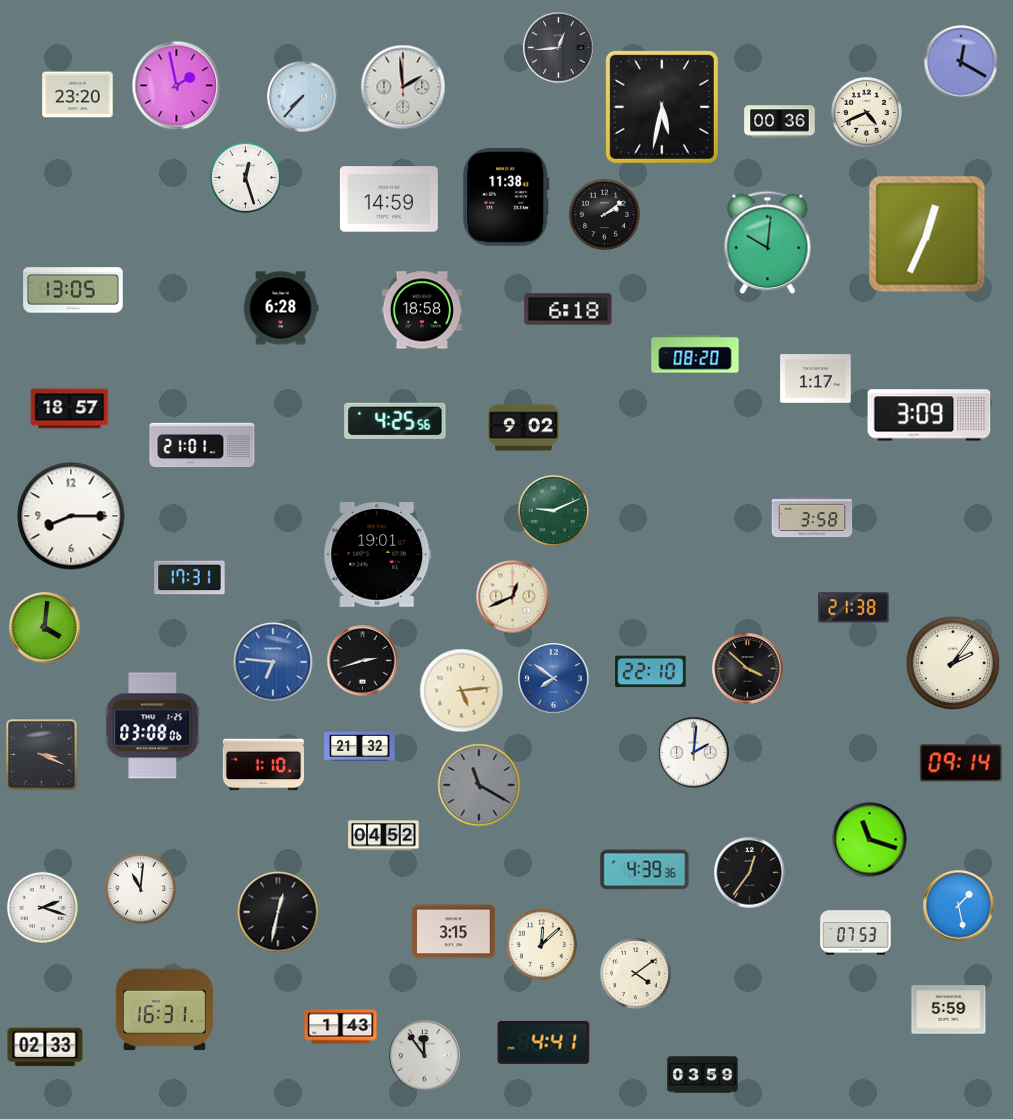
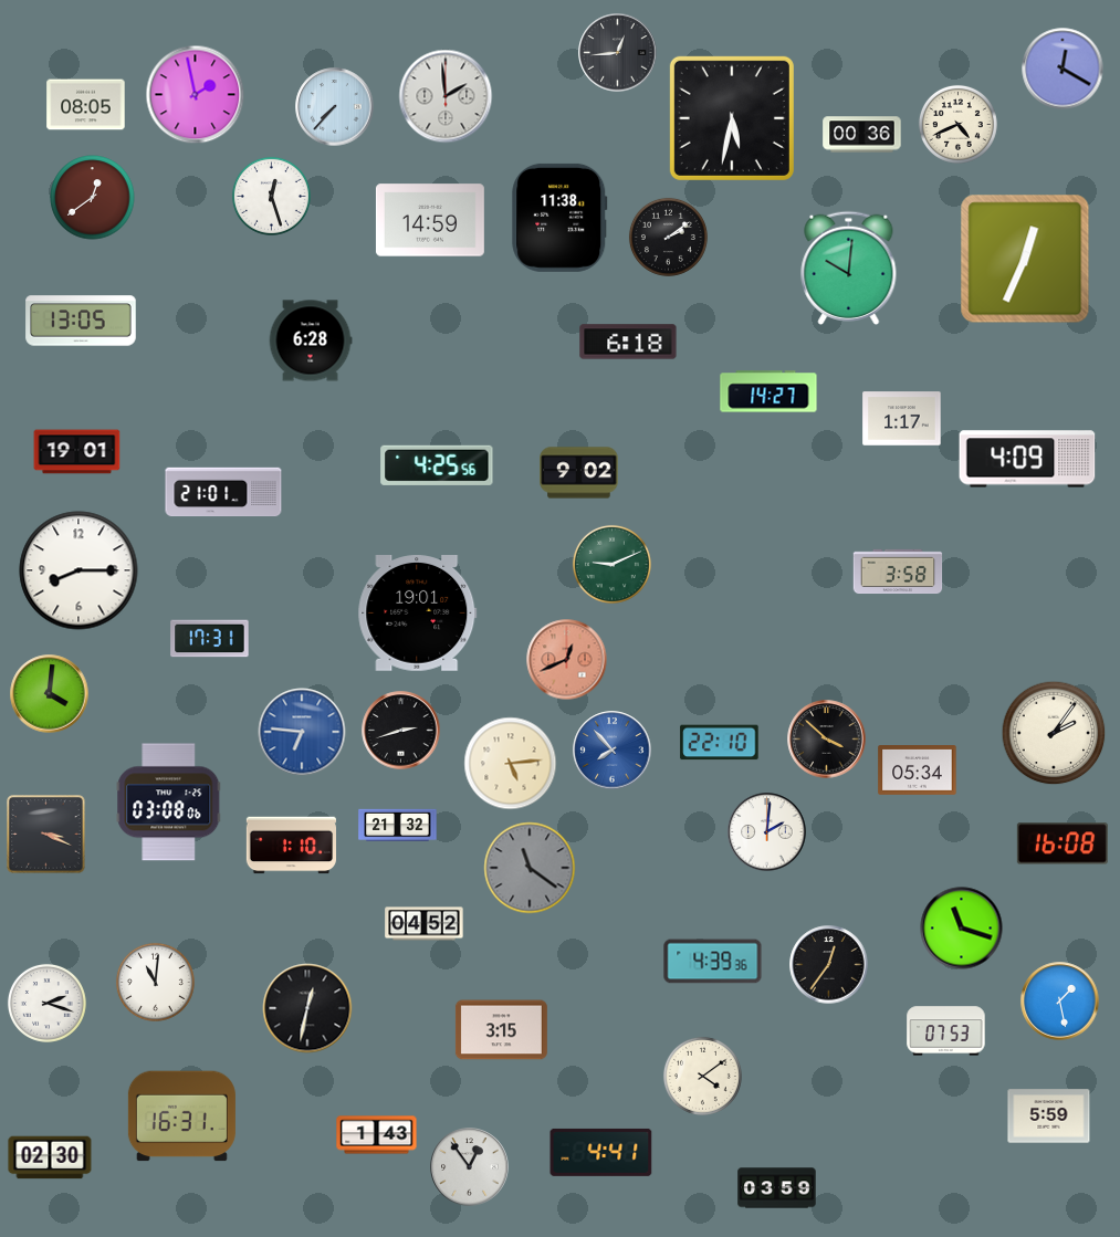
clock at (78, 95): 23:20 -> 08:05
clock at (93, 198): none -> 12:39
clock at (422, 310): 18:58 -> none
clock at (695, 354): 08:20 -> 14:27
clock at (70, 409): 18:57 -> 19:01
clock at (929, 415): 3:09 -> 4:09
clock at (513, 597) dial: cream -> salmon
clock at (854, 608): 21:38 -> none
clock at (554, 679): 7:51 -> 7:53
clock at (918, 770): none -> 05:34
clock at (961, 763): 09:14 -> 16:08
clock at (479, 785): 11:20 -> 11:21
clock at (541, 944): 12:08 -> none
clock at (45, 1047): 02:33 -> 02:30
clock at (425, 1056): 11:54 -> 12:54
